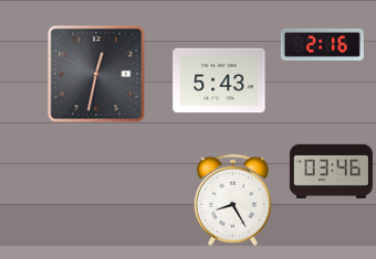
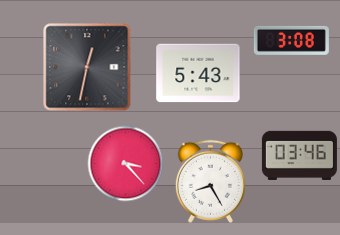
clock at (322, 44): 2:16 -> 3:08
clock at (126, 164): none -> 3:23
